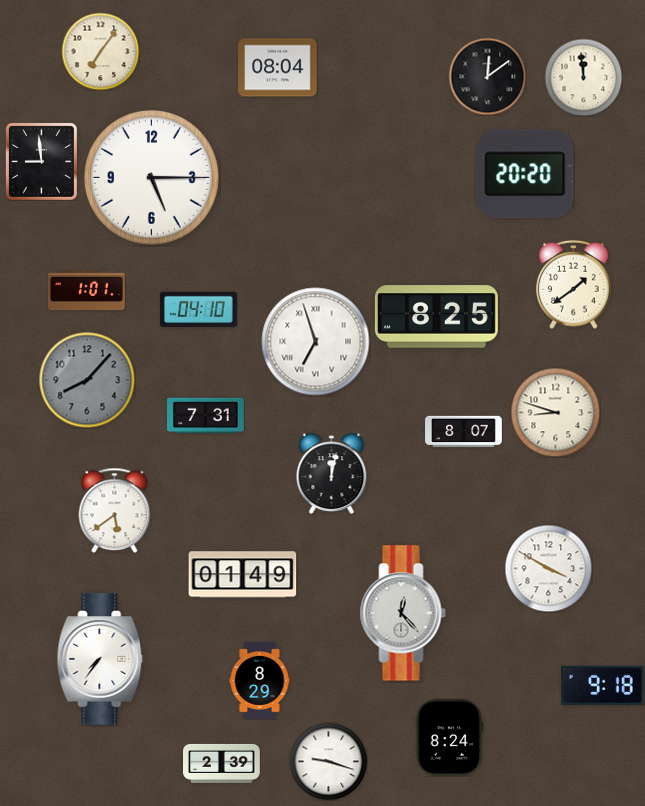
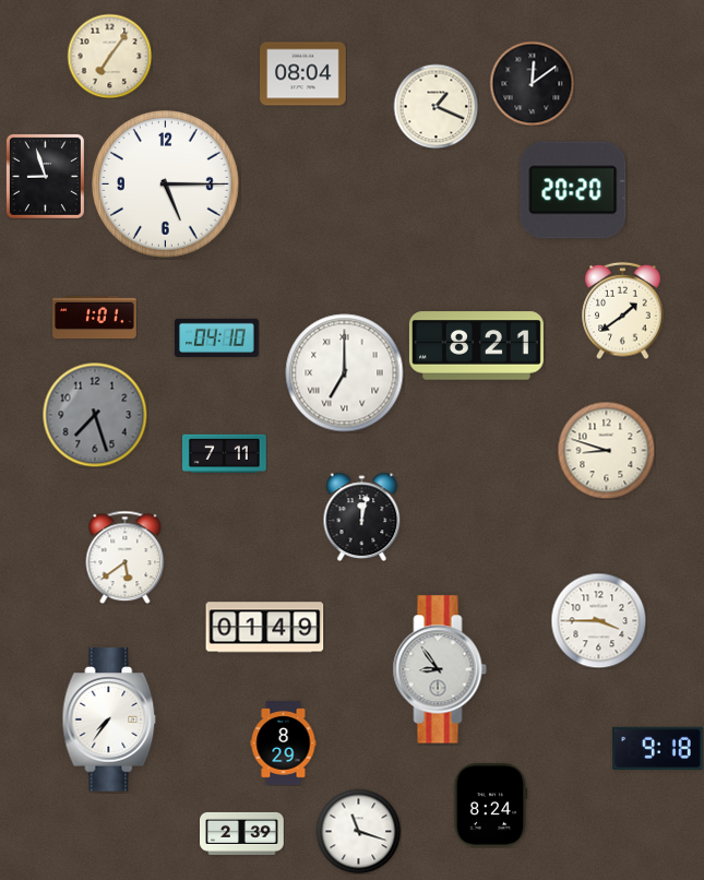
clock at (583, 77): 11:59 -> none
clock at (435, 106): none -> 1:19
clock at (41, 161): 8:59 -> 8:57
clock at (151, 177) position: (151, 177) -> (165, 183)
clock at (574, 284) position: (574, 284) -> (623, 310)
clock at (436, 317): 8:25 -> 8:21
clock at (316, 342): 6:57 -> 7:00
clock at (87, 380): 8:07 -> 7:27
clock at (206, 415): 7:31 -> 7:11
clock at (464, 432): 8:07 -> none
clock at (548, 568): 3:50 -> 3:45
clock at (403, 613): 12:23 -> 8:54
clock at (328, 761): 9:18 -> 11:18
